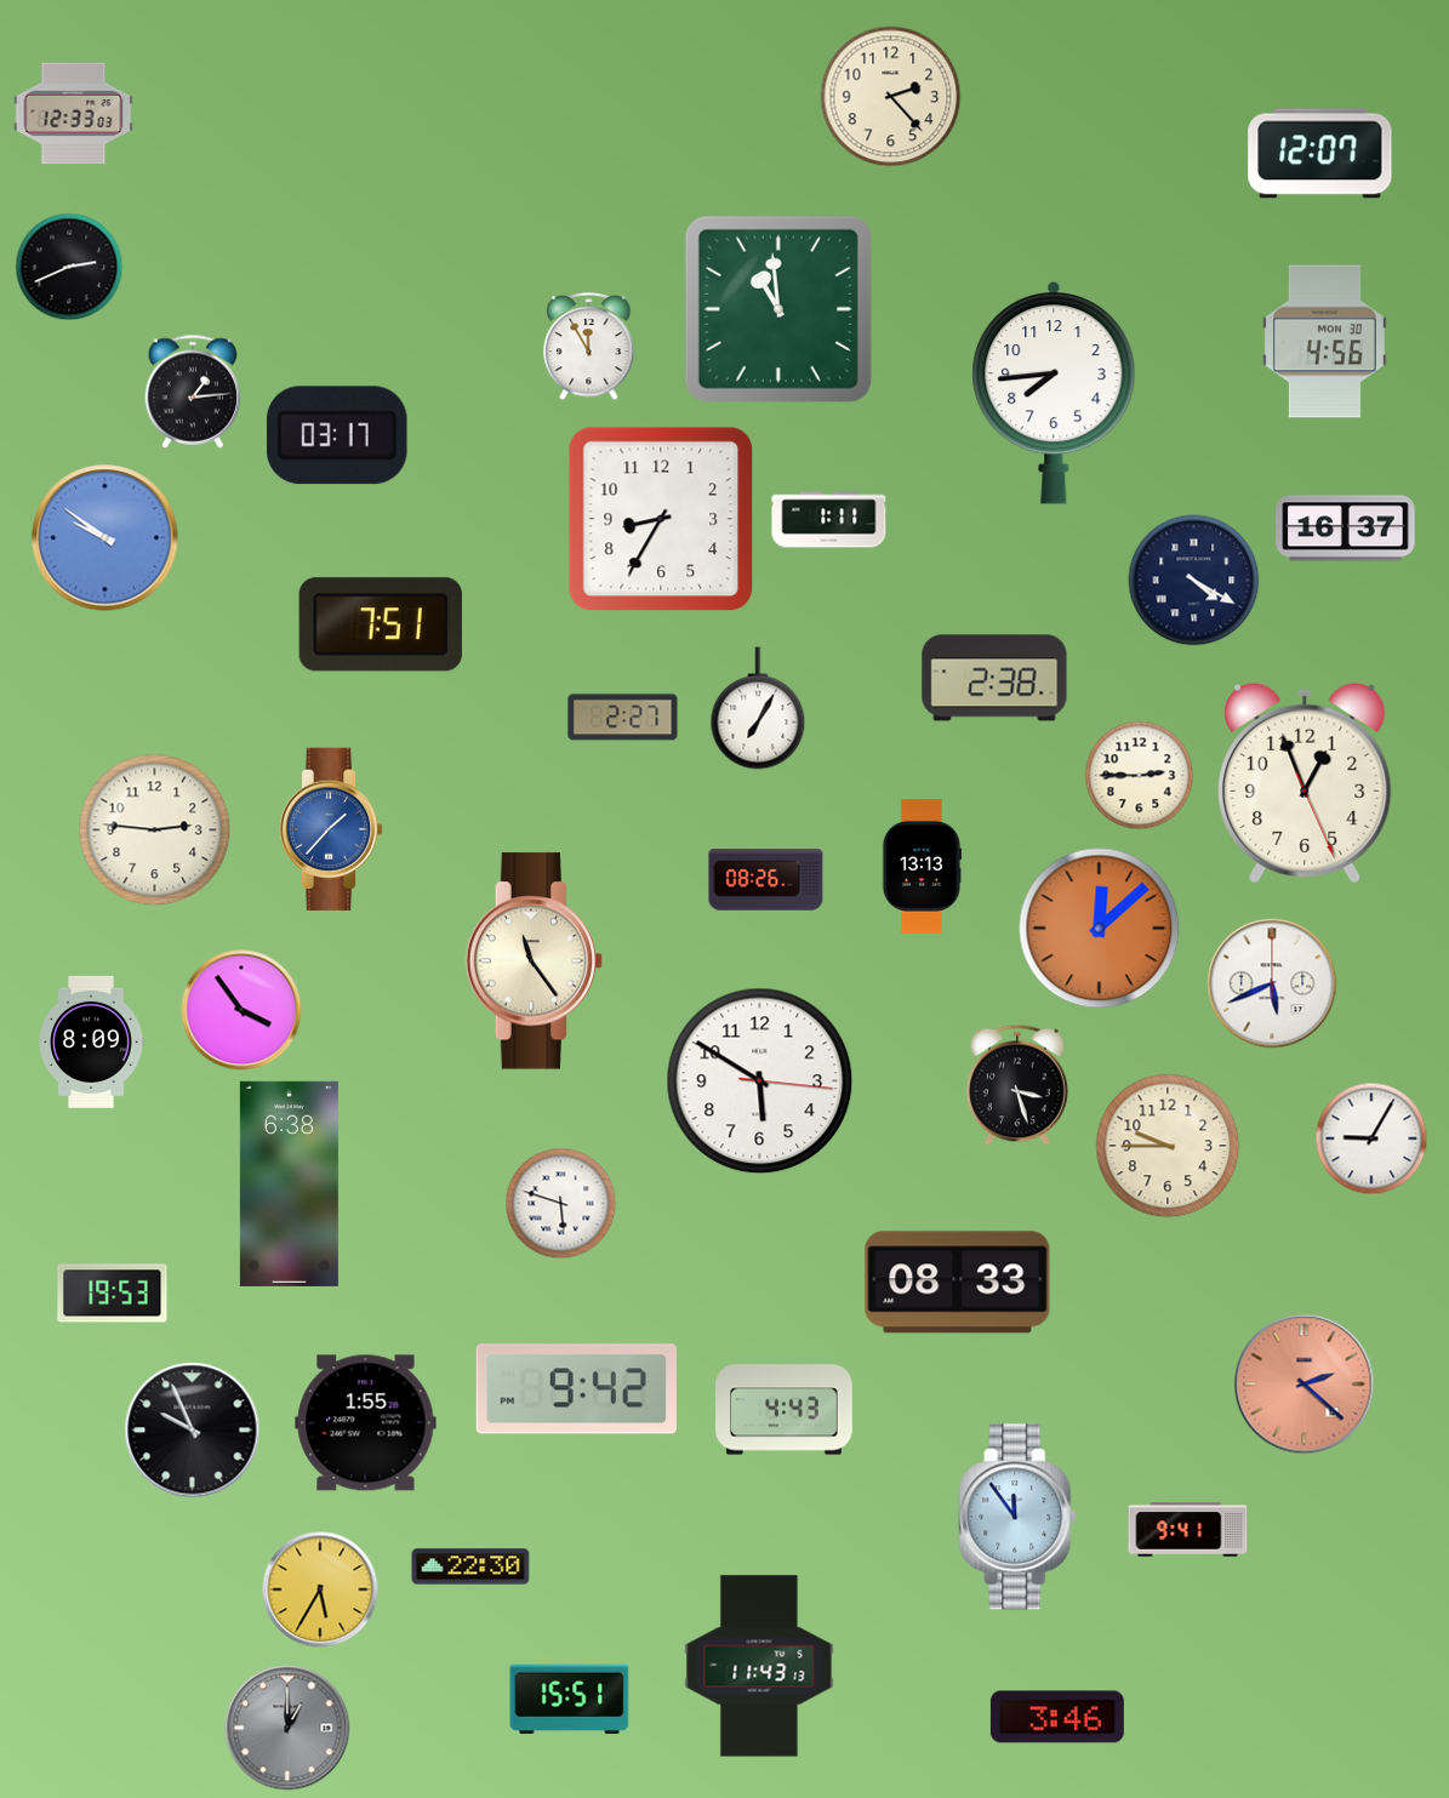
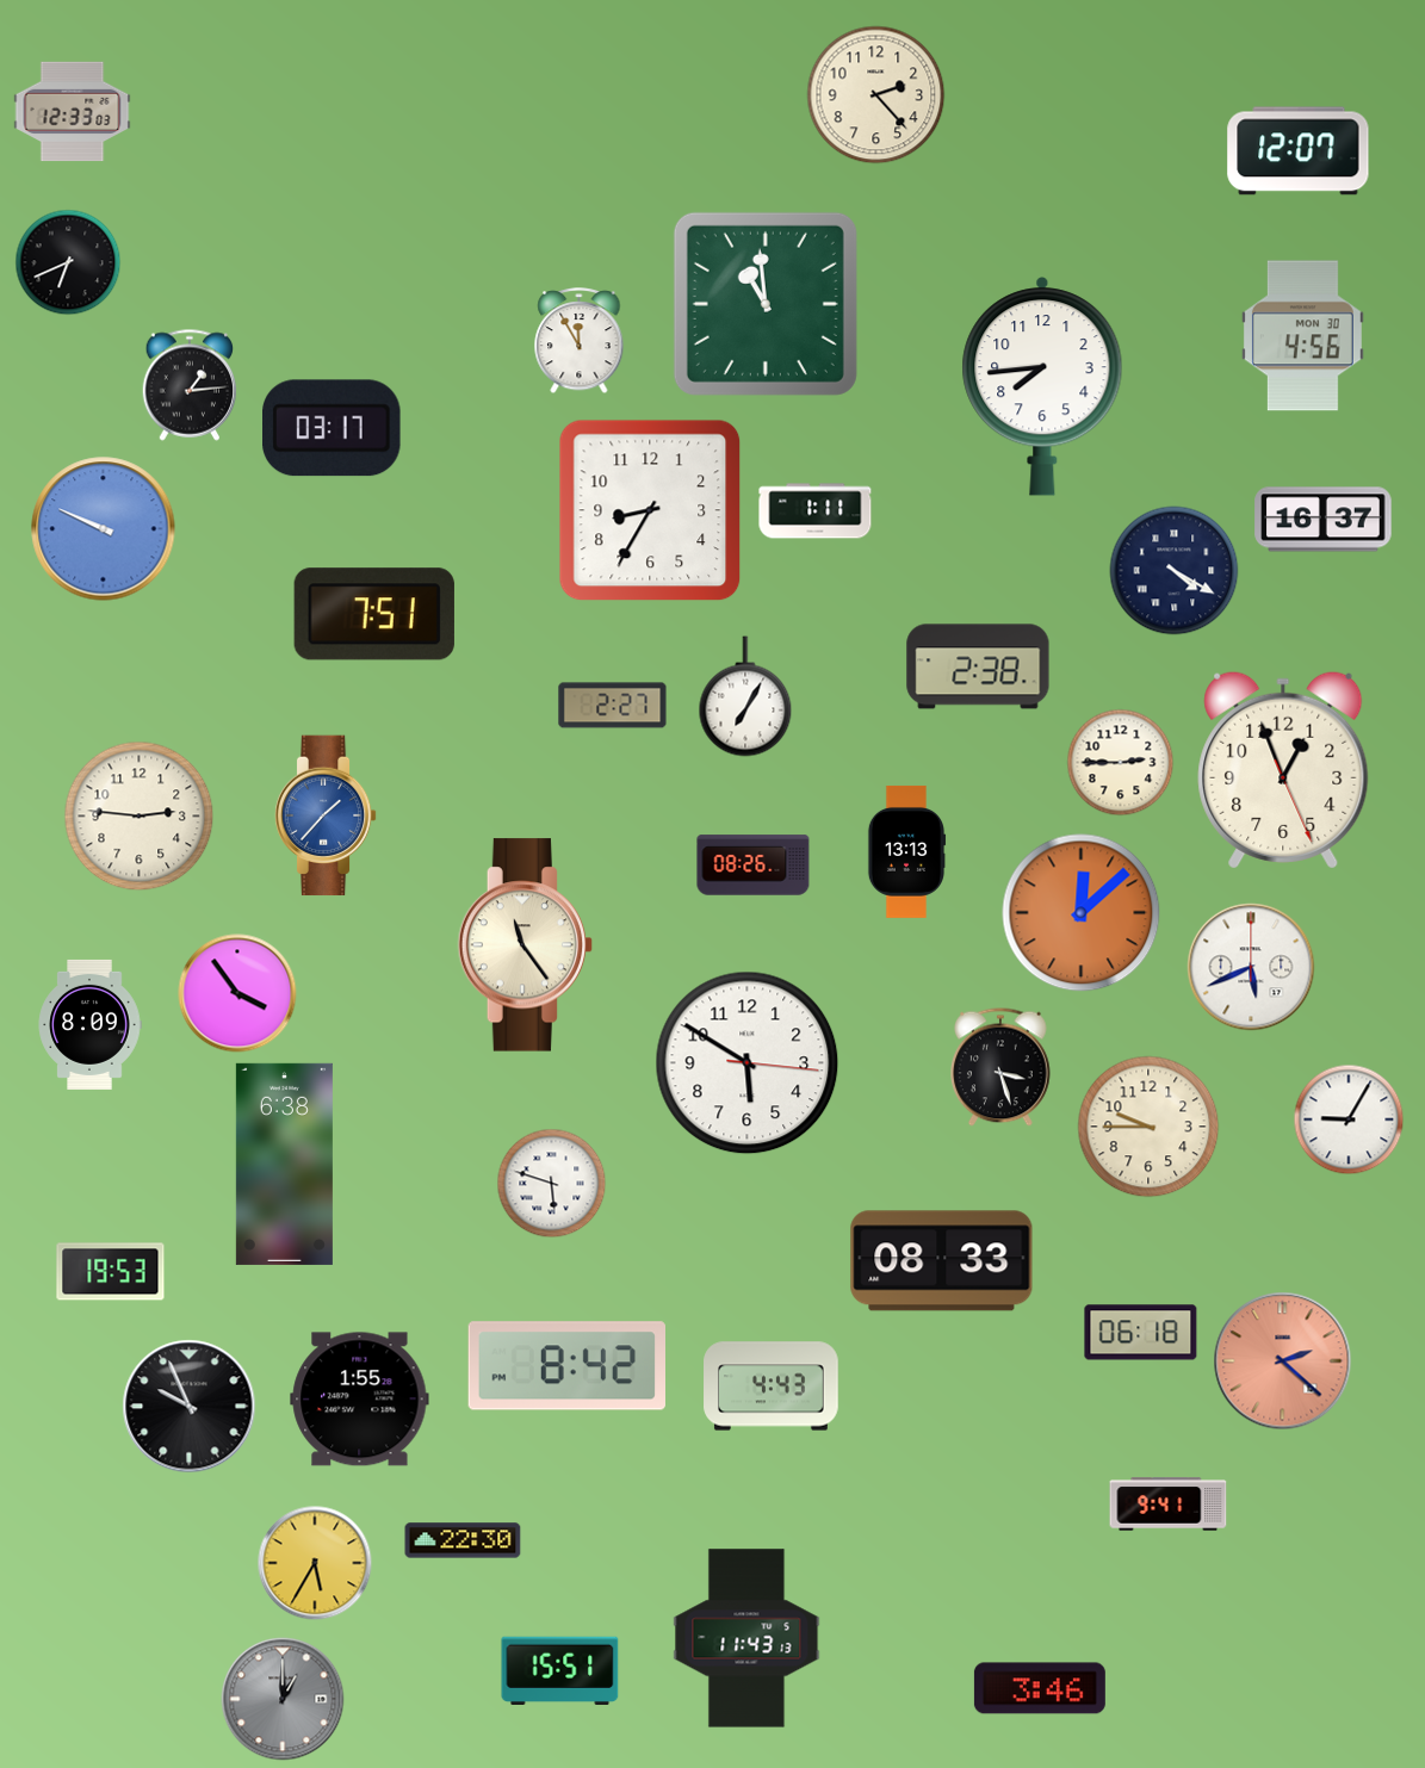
clock at (69, 267): 2:41 -> 6:41
clock at (1054, 393) position: (1054, 393) -> (1042, 386)
clock at (105, 538): 9:51 -> 9:49
clock at (155, 830) position: (155, 830) -> (140, 817)
clock at (1141, 1333): none -> 06:18
clock at (576, 1389): 9:42 -> 8:42
clock at (1017, 1517): 11:54 -> none
